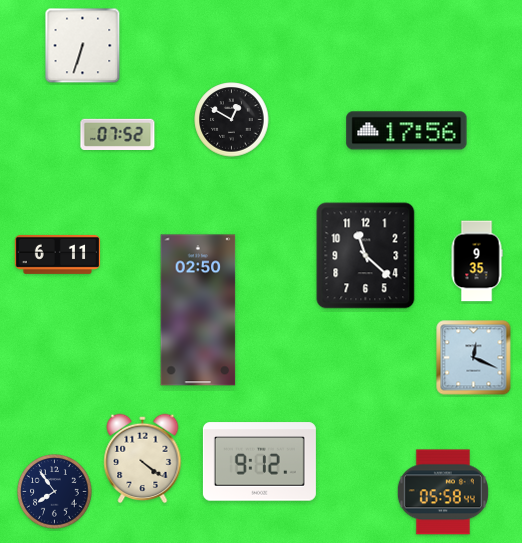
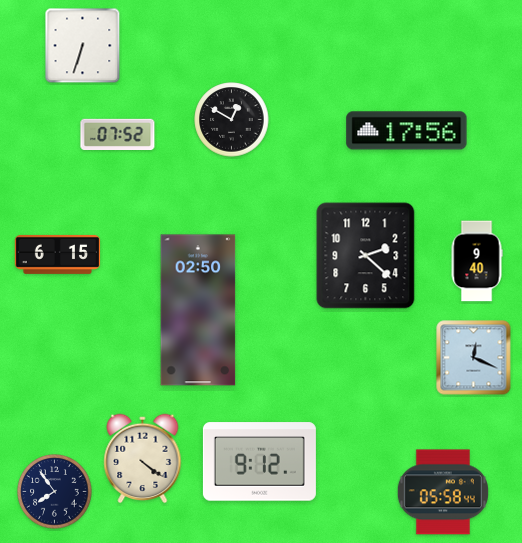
clock at (58, 254): 6:11 -> 6:15
clock at (366, 256): 11:22 -> 2:22
clock at (477, 261): 9:35 -> 9:40
